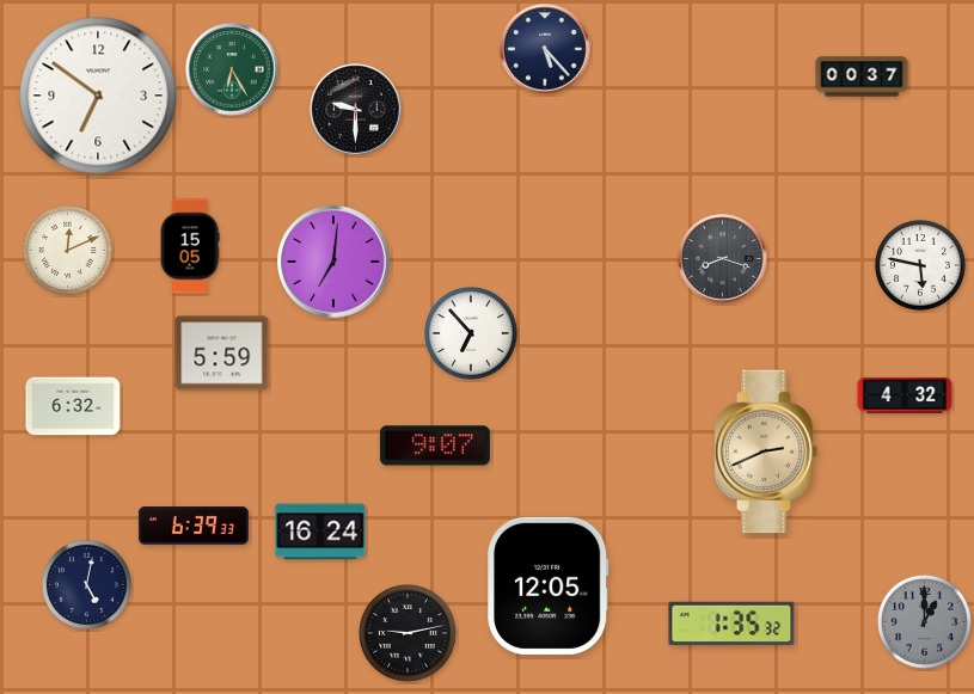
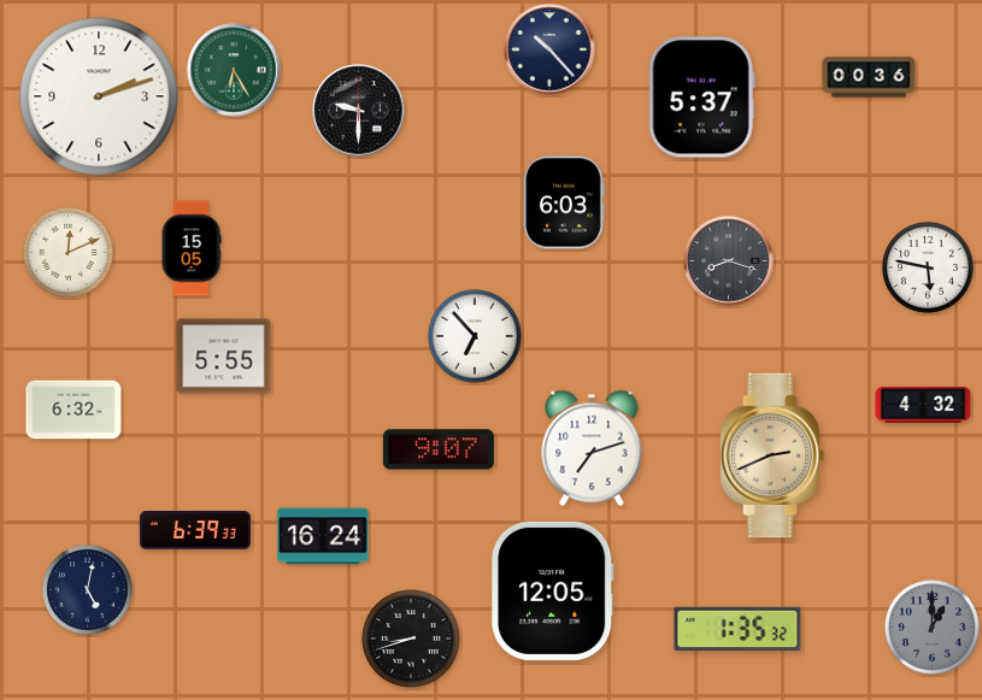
clock at (545, 49): 5:23 -> 10:23
clock at (862, 76): 00:37 -> 00:36
clock at (98, 96): 6:51 -> 2:12
clock at (701, 98): none -> 5:37
clock at (564, 202): none -> 6:03
clock at (333, 262): 7:01 -> none
clock at (222, 354): 5:59 -> 5:55
clock at (905, 395) position: (905, 395) -> (923, 405)
clock at (592, 448): none -> 7:12
clock at (409, 634): 9:13 -> 8:42
